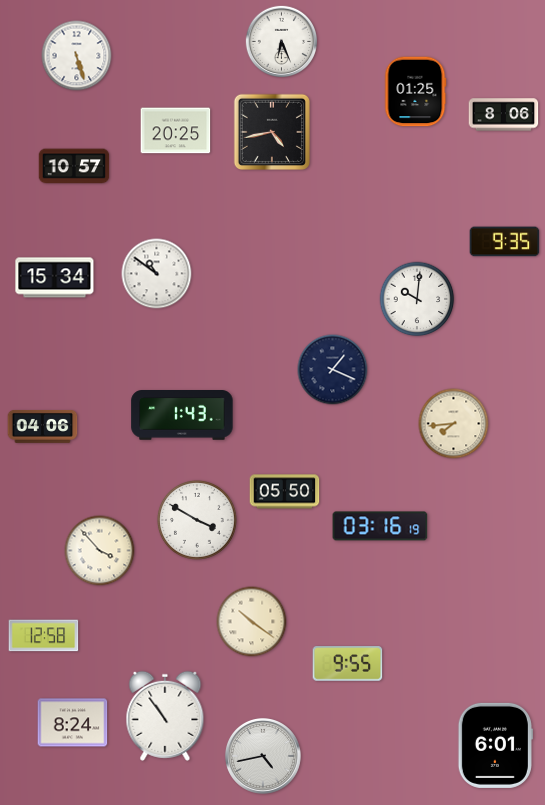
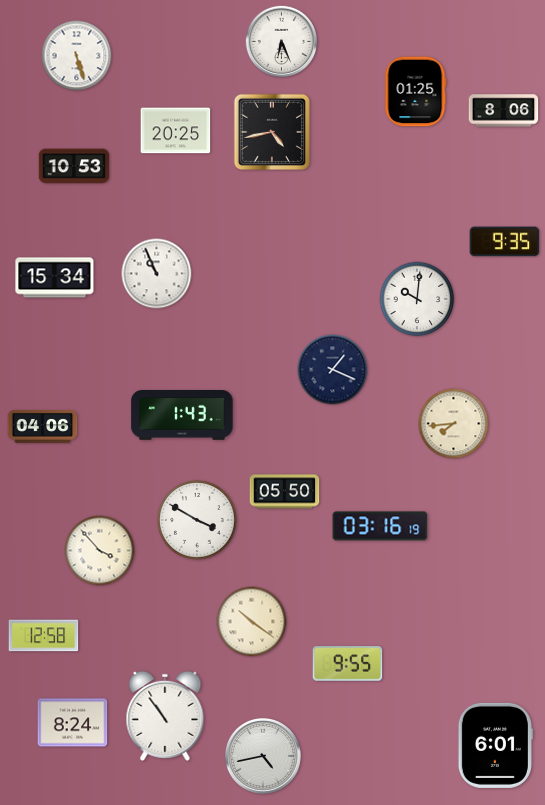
clock at (504, 115) position: (504, 115) -> (504, 111)
clock at (74, 166): 10:57 -> 10:53
clock at (157, 274): 10:51 -> 10:56
